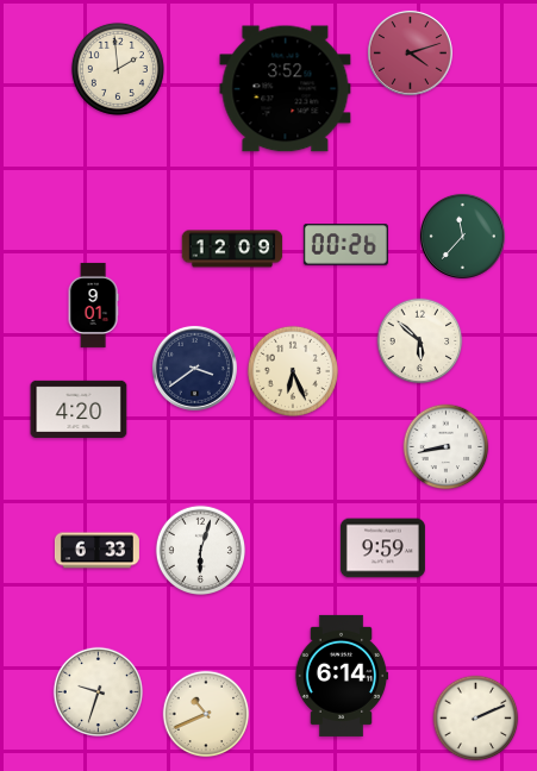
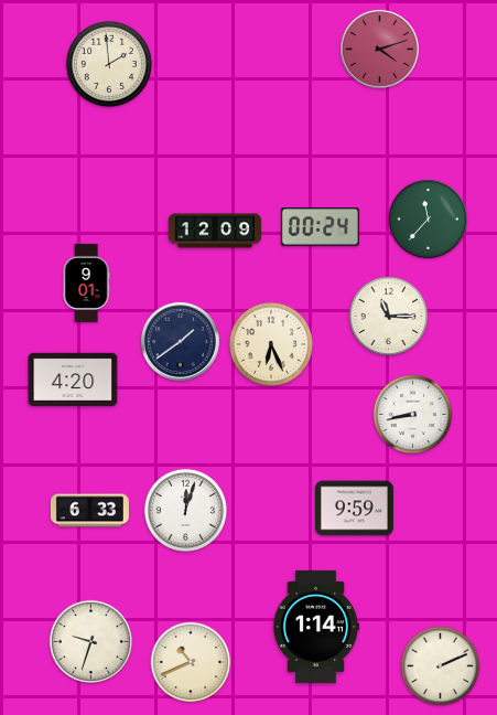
clock at (286, 89): 3:52 -> none
clock at (345, 245): 00:26 -> 00:24
clock at (420, 341): 5:52 -> 11:15
clock at (194, 368): 3:39 -> 1:39
clock at (200, 550): 6:03 -> 12:03
clock at (342, 676): 6:14 -> 1:14
